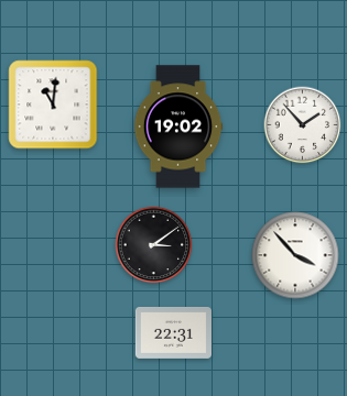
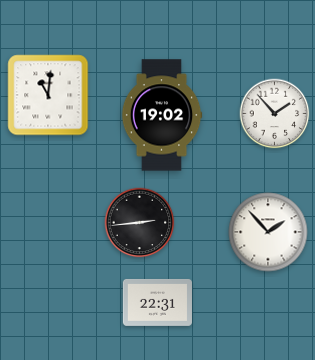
clock at (154, 245): 3:09 -> 2:44
clock at (295, 255): 3:53 -> 1:53
